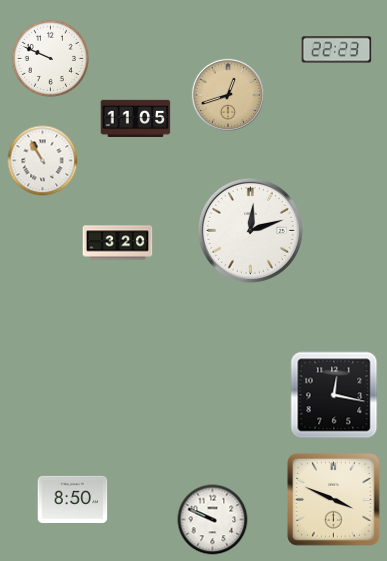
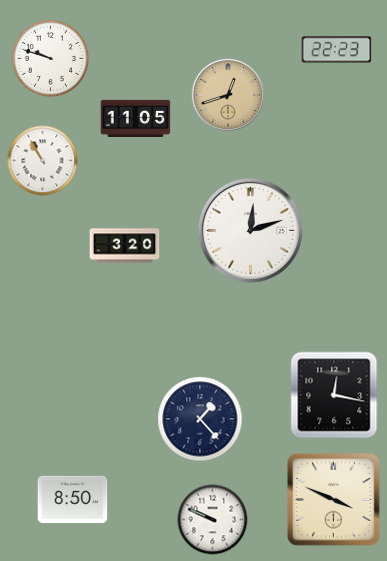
clock at (50, 58): 9:49 -> 9:48
clock at (118, 243) position: (118, 243) -> (125, 246)
clock at (200, 419): none -> 1:23
